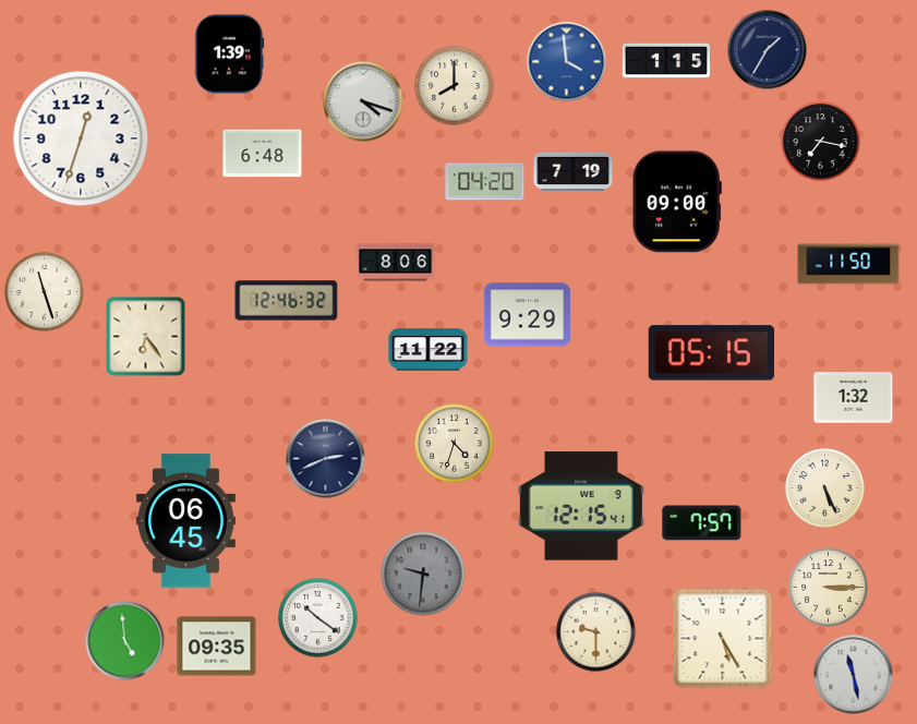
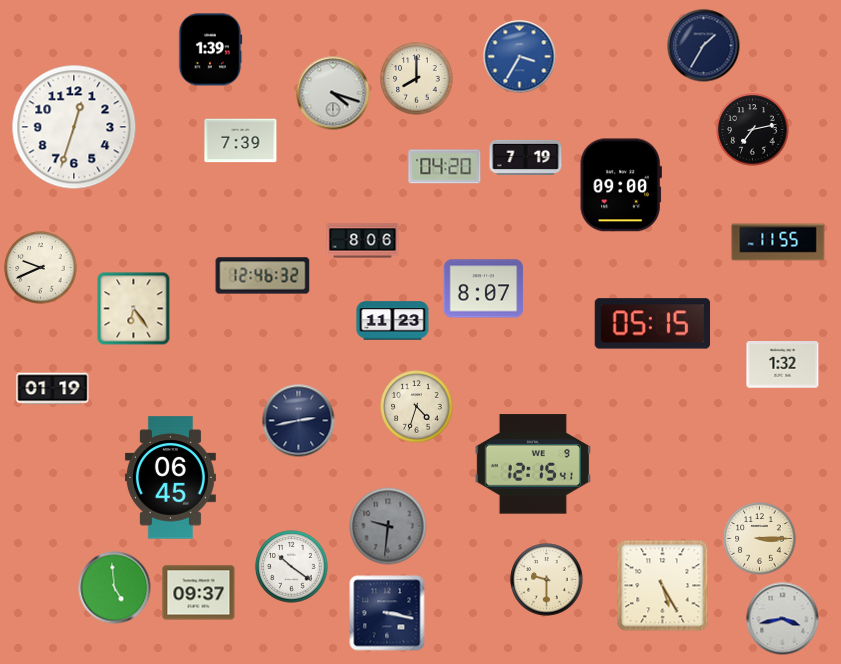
clock at (665, 61): 1:15 -> none
clock at (567, 62): 3:59 -> 3:35
clock at (821, 142): 7:17 -> 7:13
clock at (263, 154): 6:48 -> 7:39
clock at (848, 264): 11:50 -> 11:55
clock at (45, 292): 11:27 -> 9:41
clock at (528, 315): 9:29 -> 8:07
clock at (429, 350): 11:22 -> 11:23
clock at (53, 389): none -> 01:19
clock at (326, 459): 2:41 -> 2:43
clock at (825, 488): 5:26 -> none
clock at (702, 523): 7:57 -> none
clock at (217, 647): 09:35 -> 09:37
clock at (387, 613): none -> 3:17
clock at (854, 675): 11:28 -> 3:43
